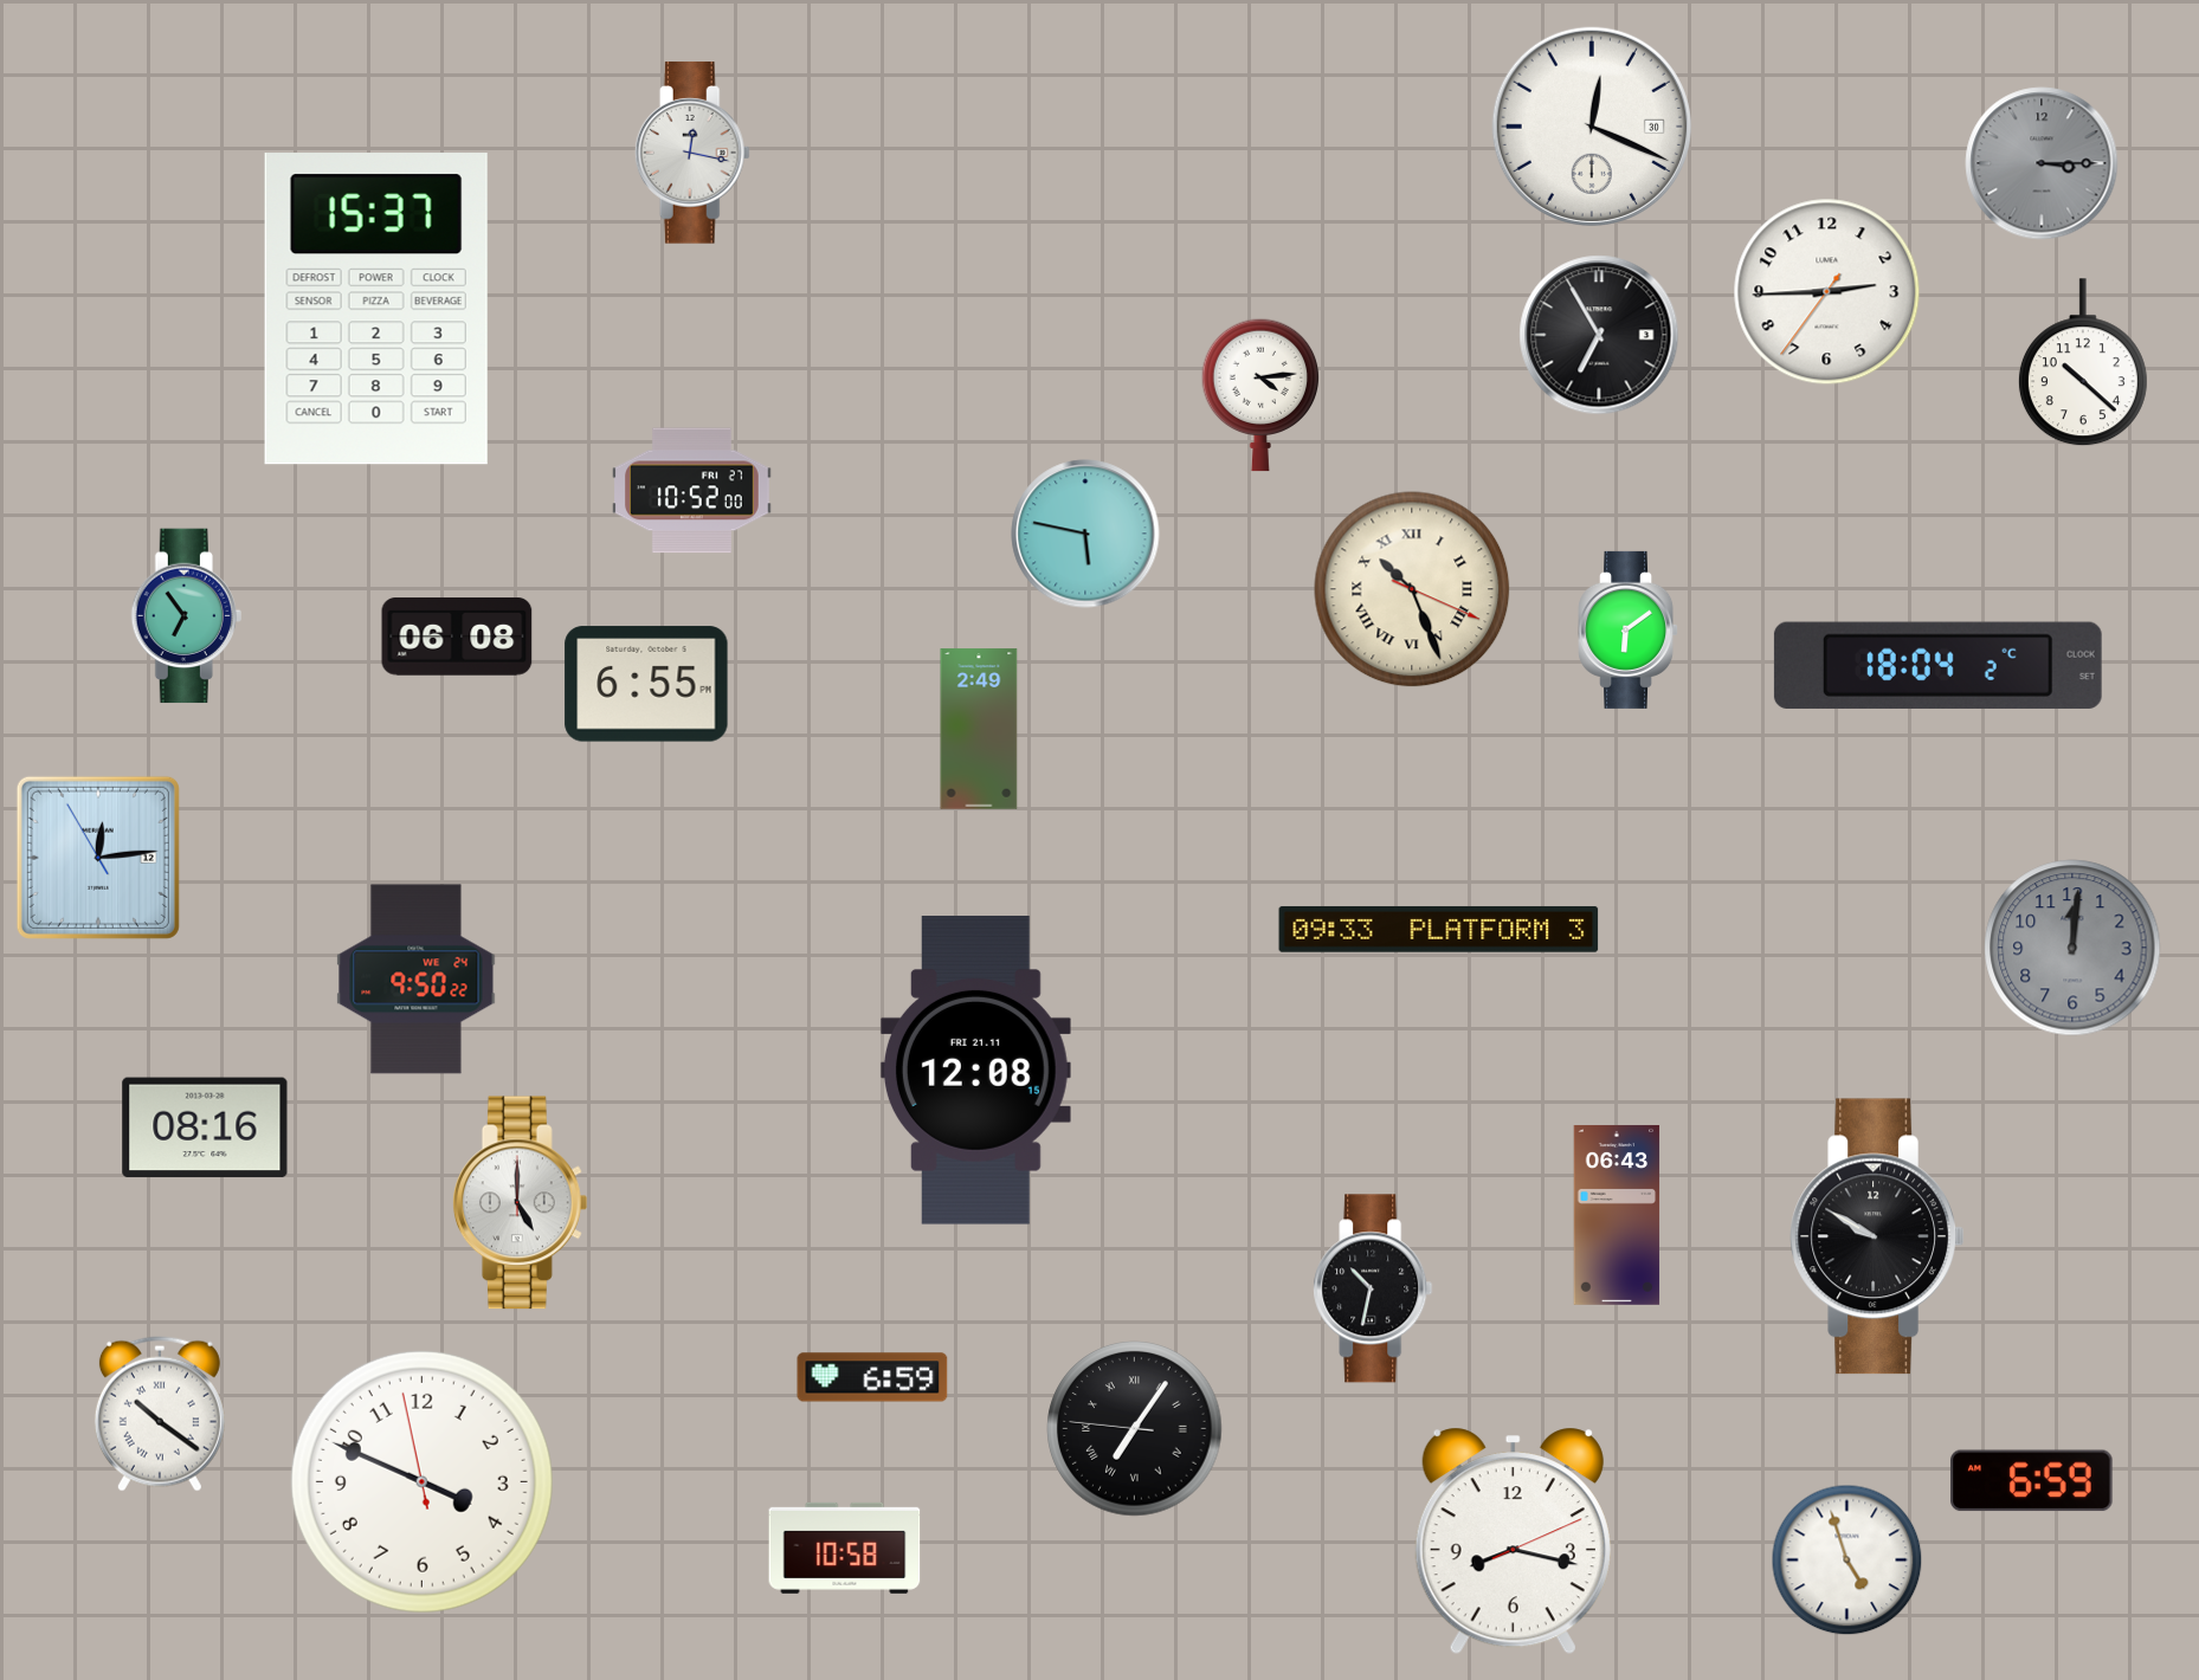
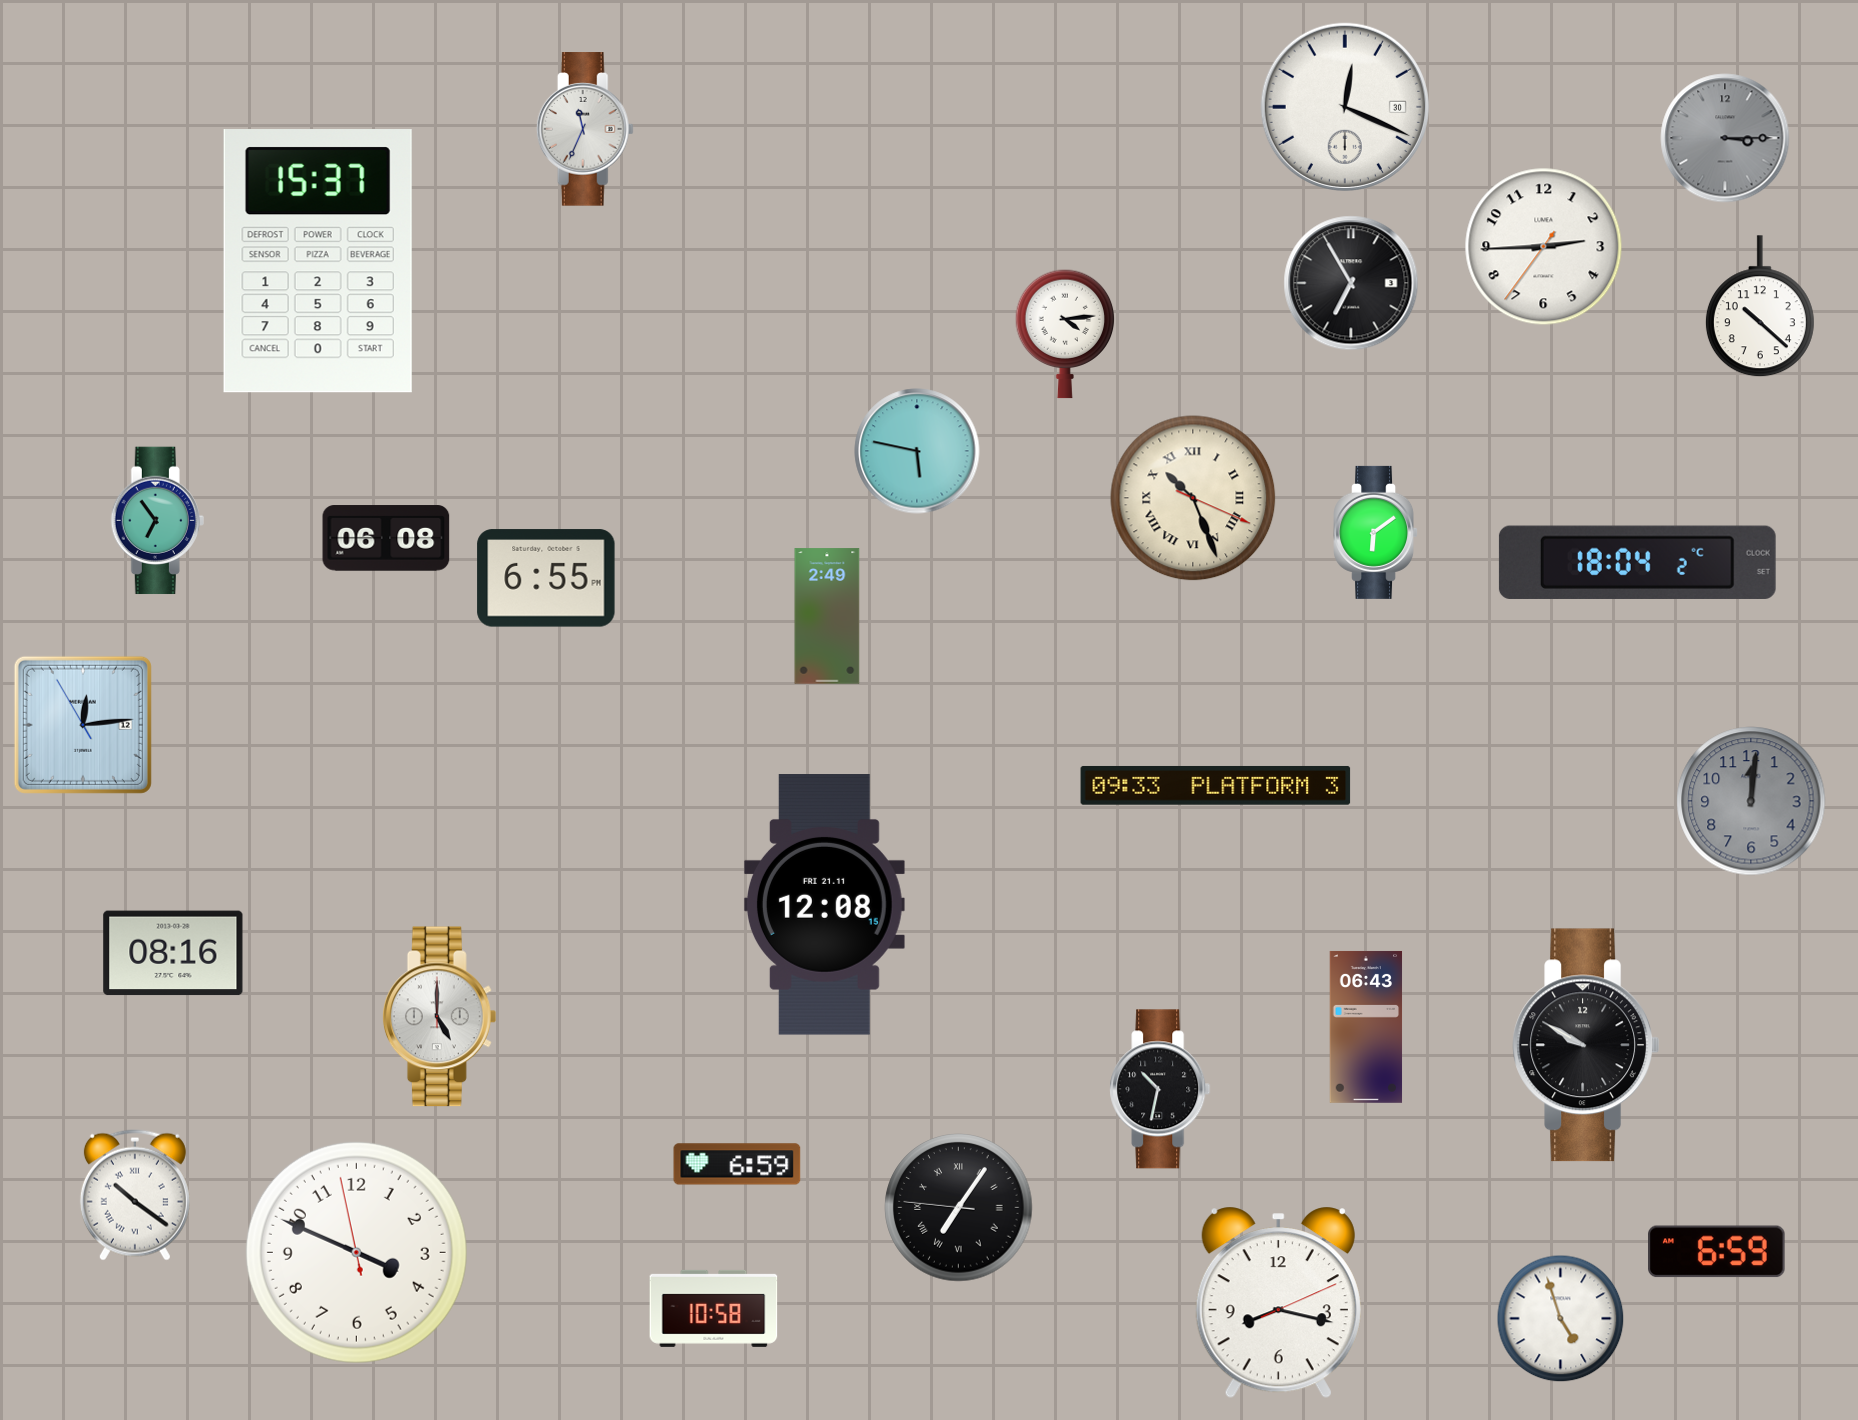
clock at (692, 153): 12:17 -> 11:34
clock at (692, 491): 10:52 -> none
clock at (417, 980): 9:50 -> none
